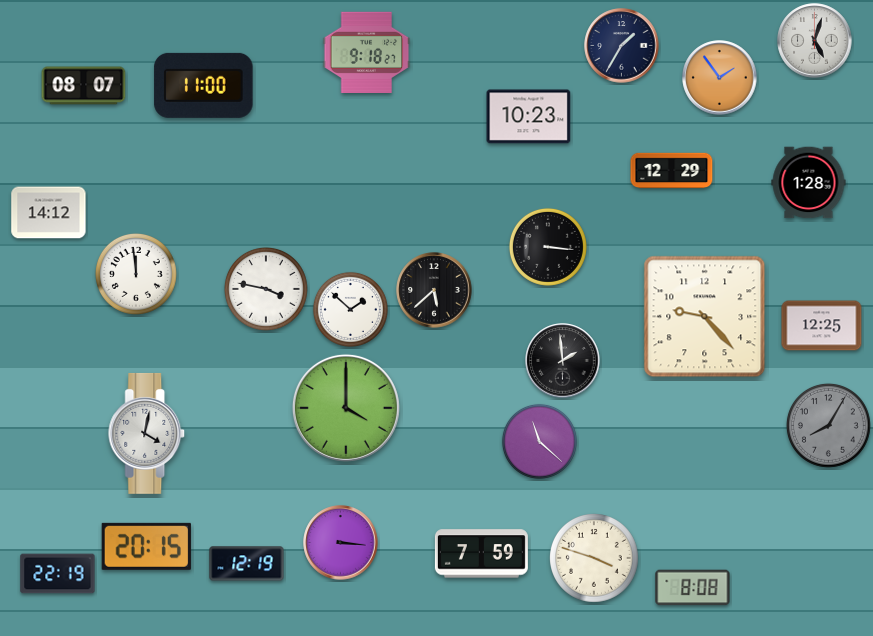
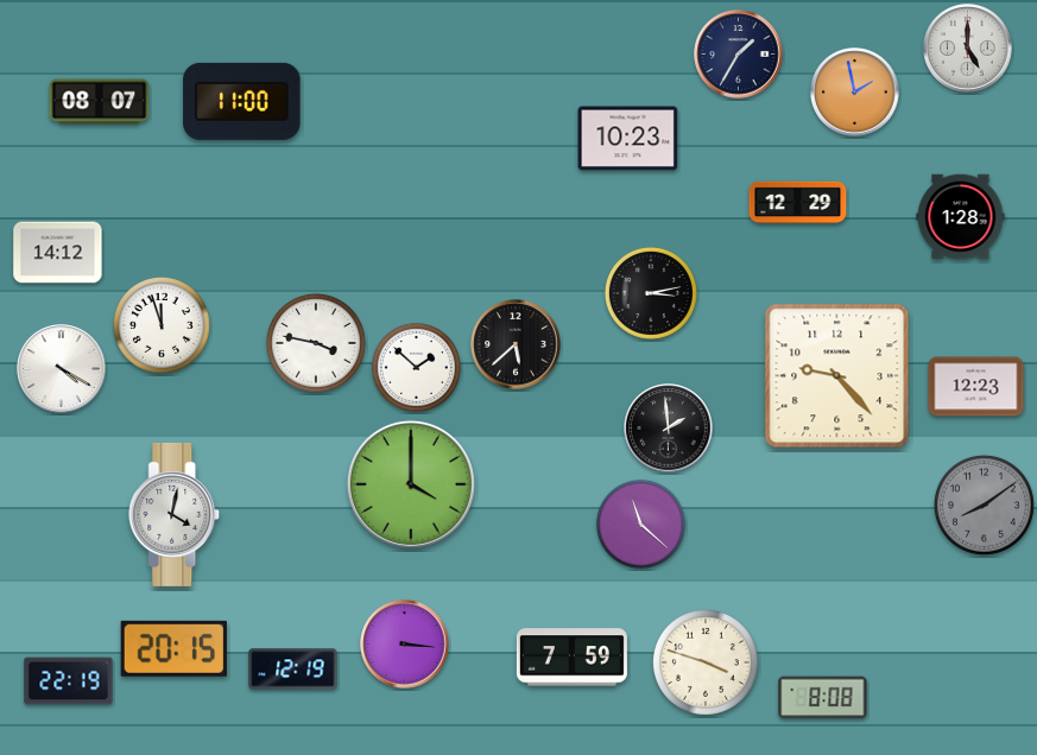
clock at (815, 41): 5:03 -> 5:00
clock at (367, 52): 9:18 -> none
clock at (720, 78): 1:54 -> 1:58
clock at (548, 247): 3:16 -> 3:13
clock at (136, 274): 11:59 -> 11:57
clock at (62, 369): none -> 4:20
clock at (822, 326): 12:25 -> 12:23
clock at (828, 425): 8:05 -> 8:09
